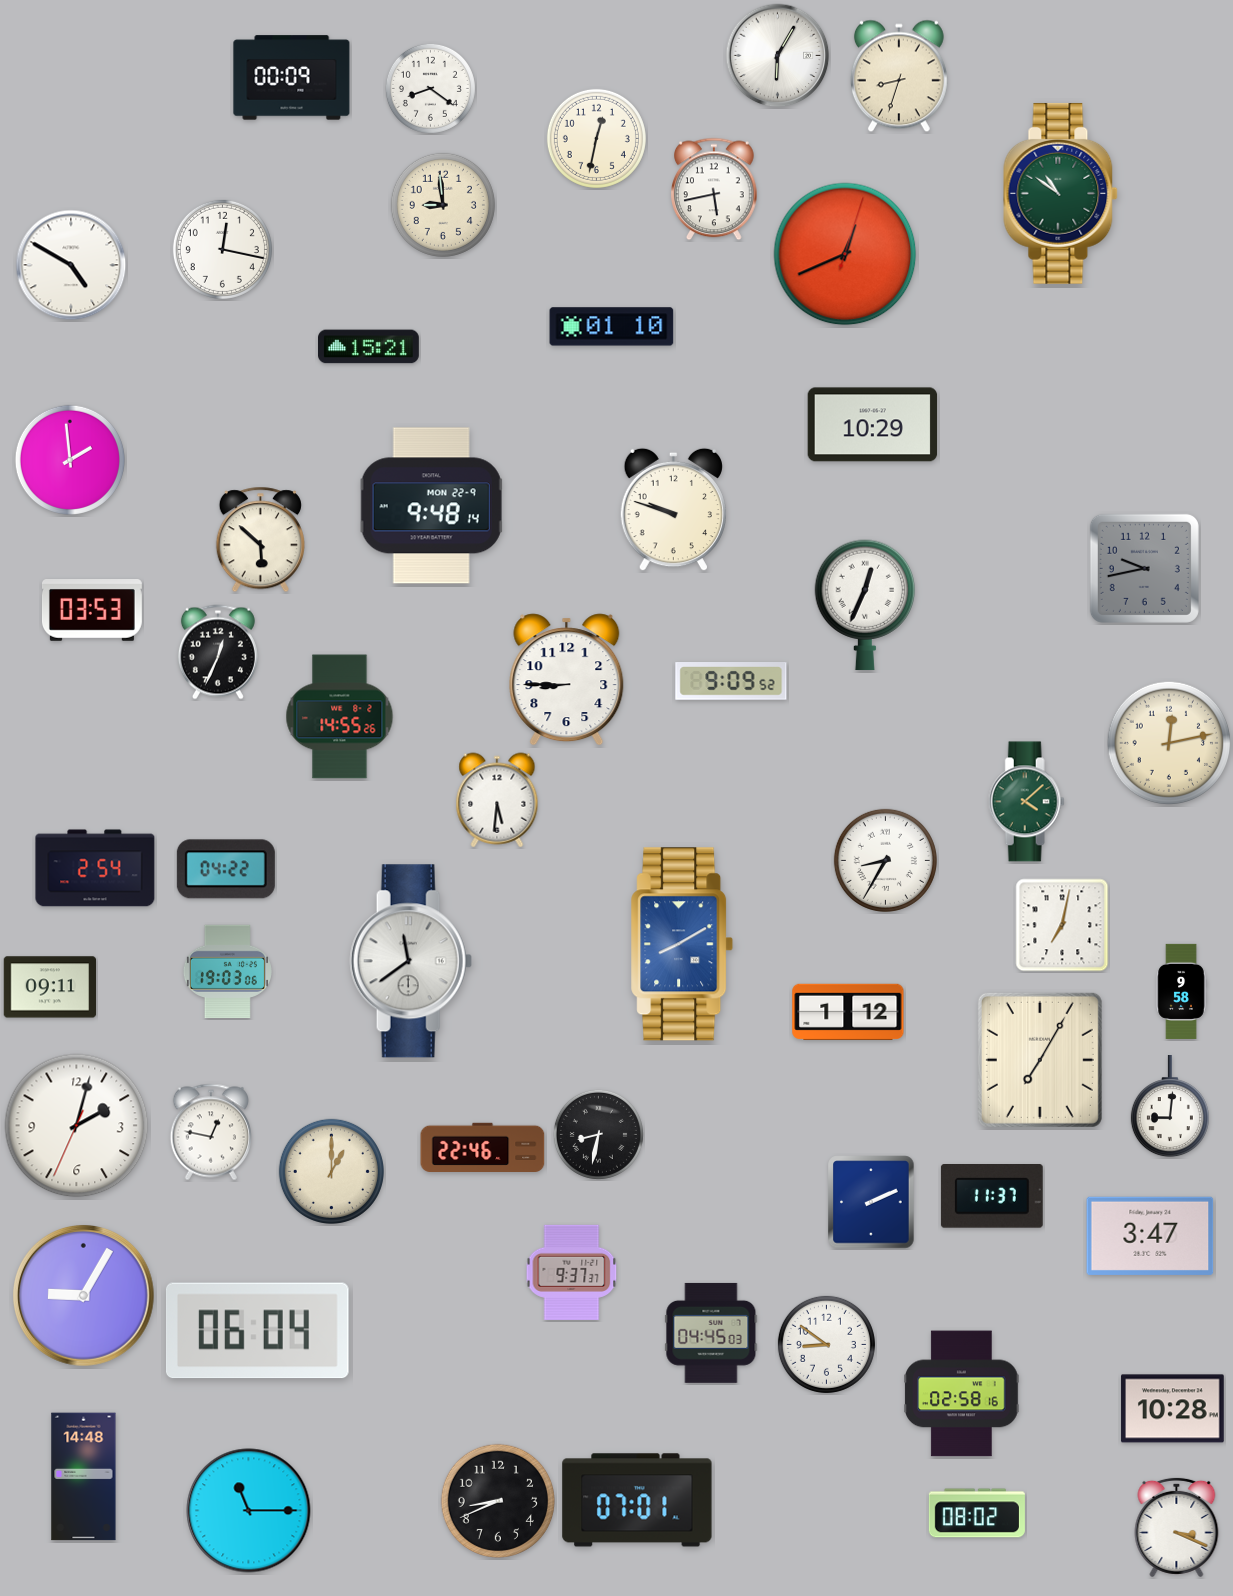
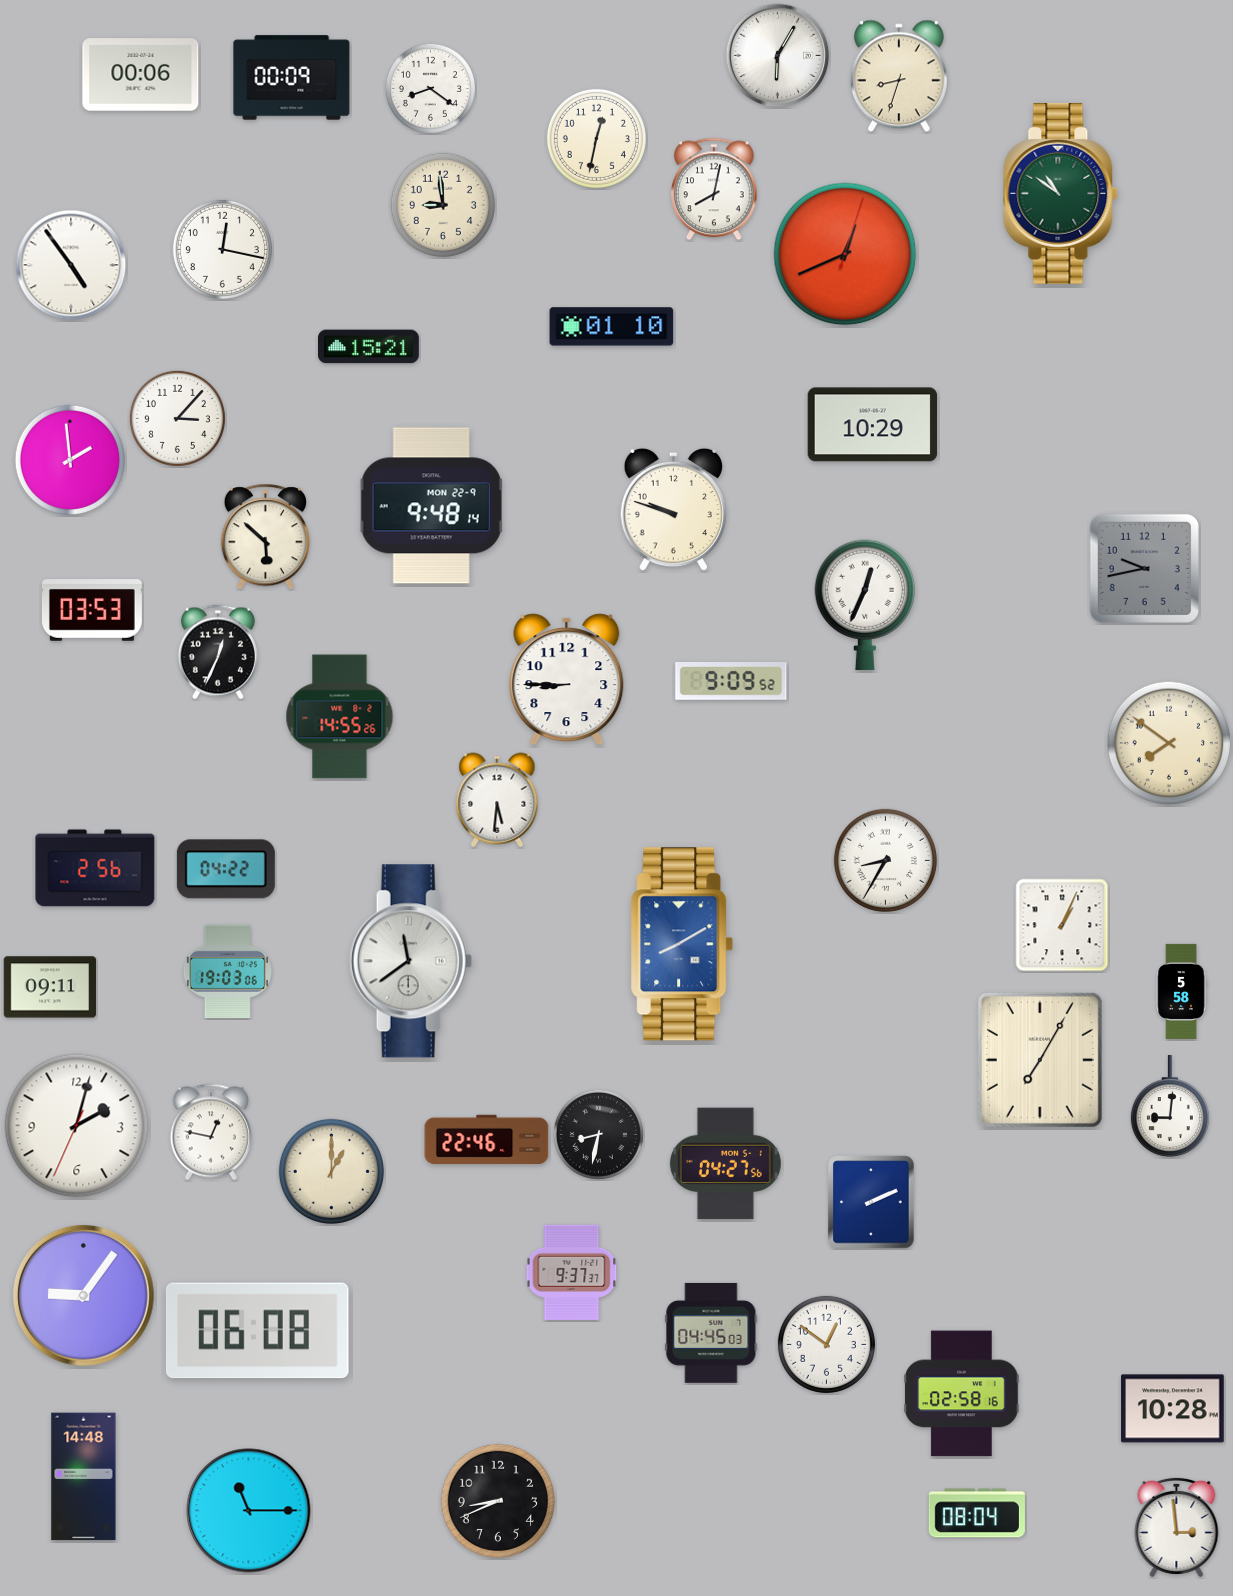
clock at (141, 75): none -> 00:06
clock at (715, 189): 5:43 -> 8:02
clock at (71, 265): 4:50 -> 4:54
clock at (177, 418): none -> 3:07
clock at (260, 540) position: (260, 540) -> (265, 537)
clock at (1169, 743): 12:13 -> 7:51
clock at (1026, 802): 4:08 -> none
clock at (95, 868): 2:54 -> 2:56
clock at (1062, 925): 7:02 -> 1:04
clock at (1181, 991): 9:58 -> 5:58
clock at (848, 1012): 1:12 -> none
clock at (483, 1148) position: (483, 1148) -> (487, 1140)
clock at (725, 1164): none -> 04:27
clock at (992, 1197): 11:37 -> none
clock at (1150, 1236): 3:47 -> none
clock at (84, 1296): 9:05 -> 9:06
clock at (257, 1331): 06:04 -> 06:08
clock at (826, 1344): 8:51 -> 12:51
clock at (637, 1500): 07:01 -> none
clock at (977, 1513): 08:02 -> 08:04
clock at (1177, 1527): 3:19 -> 2:59
